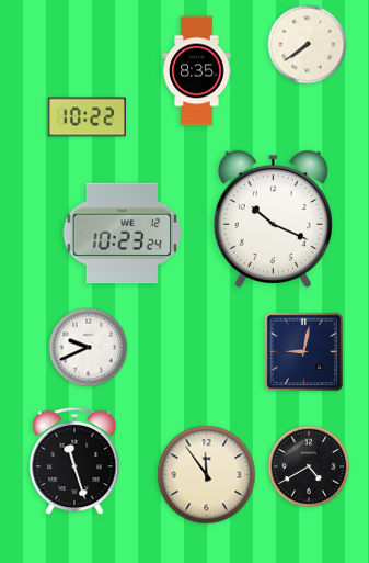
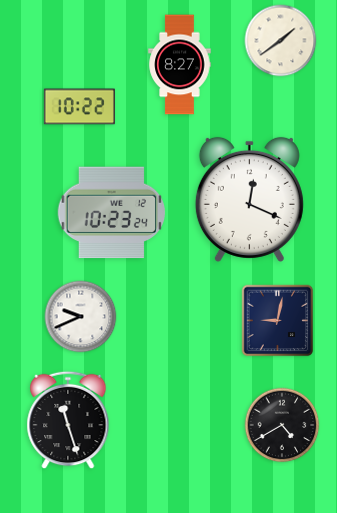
clock at (308, 45): 7:39 -> 1:39
clock at (197, 71): 8:35 -> 8:27
clock at (273, 218): 10:19 -> 12:19
clock at (207, 475): 11:54 -> none
